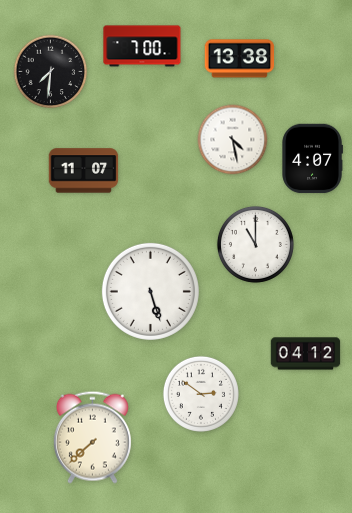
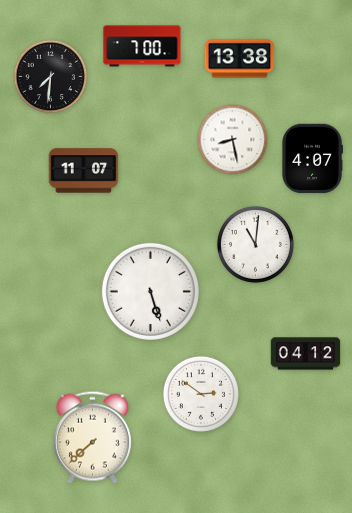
clock at (51, 72) position: (51, 72) -> (51, 77)
clock at (233, 140): 4:28 -> 8:28
clock at (255, 244): 11:00 -> 11:01
